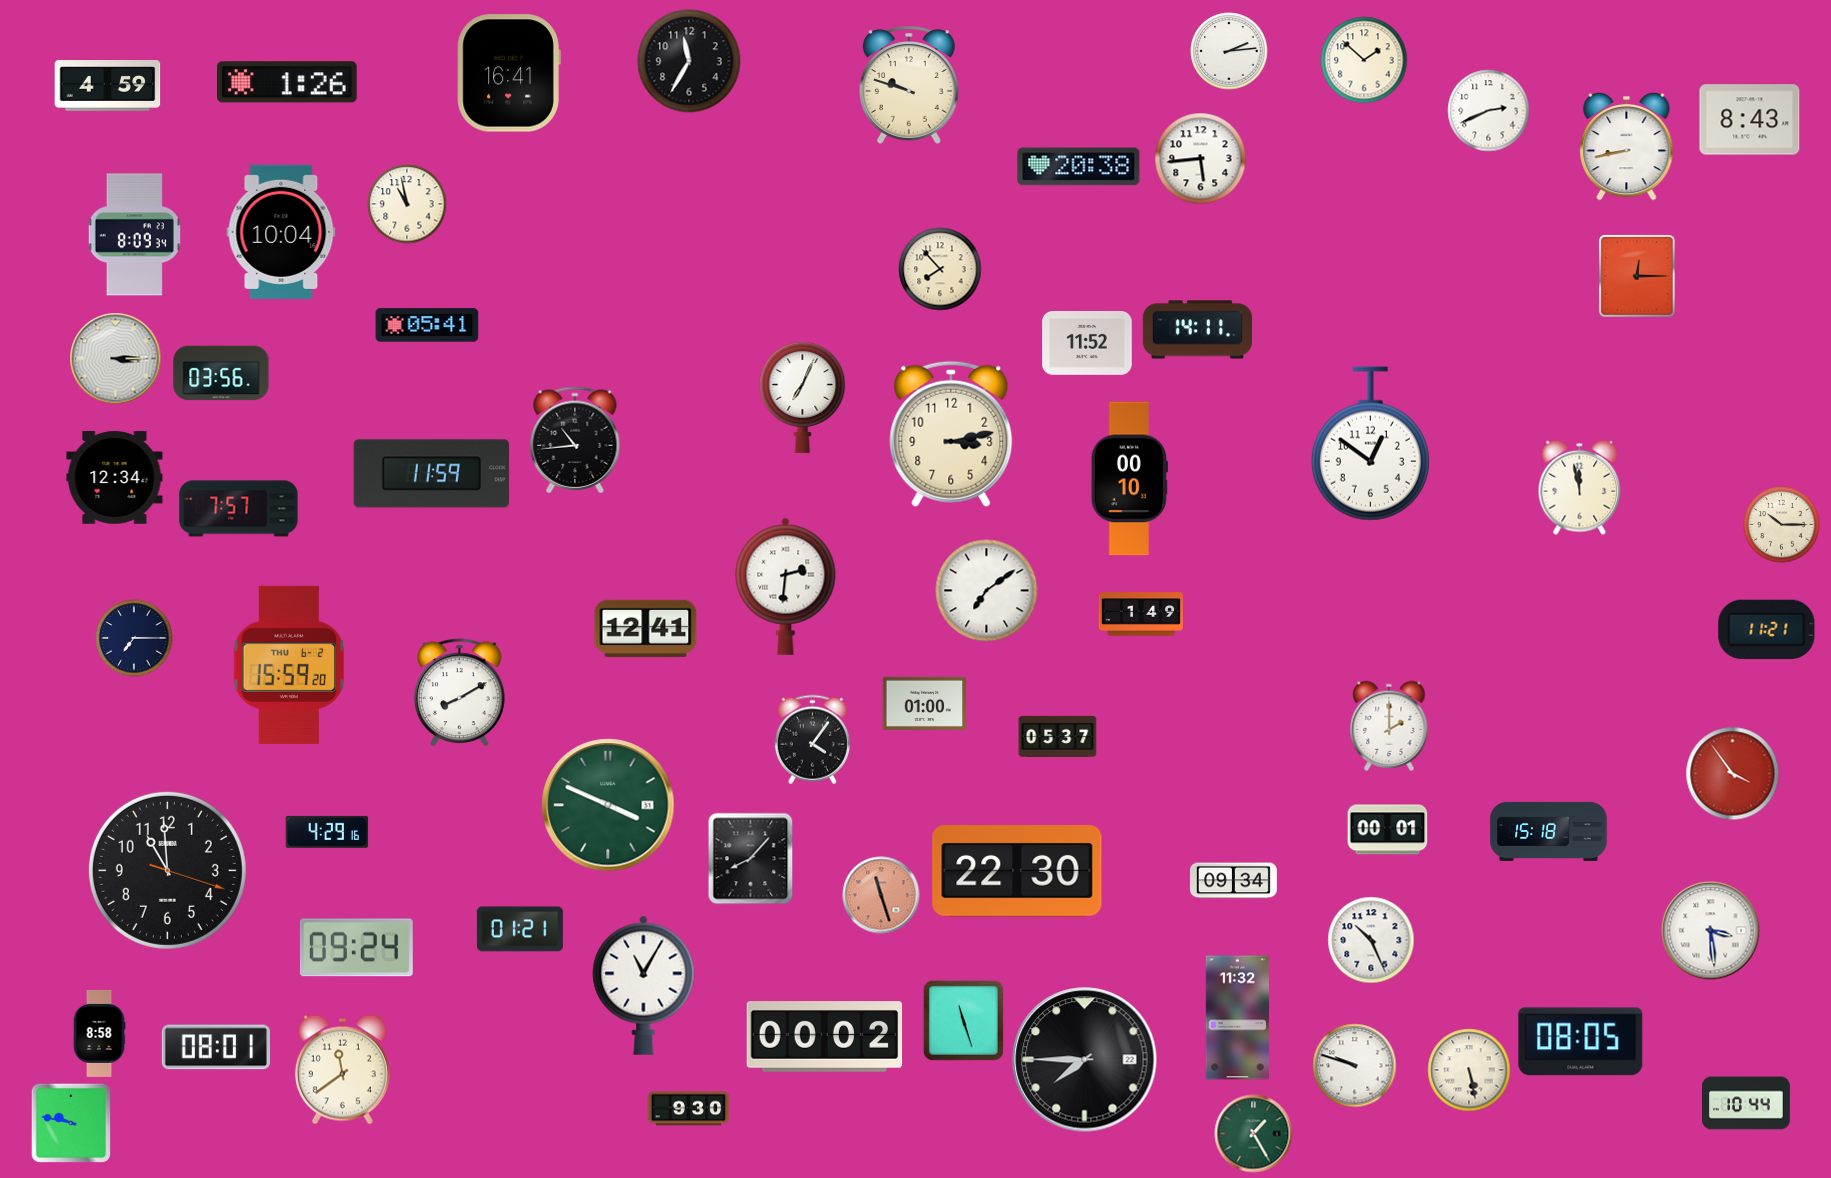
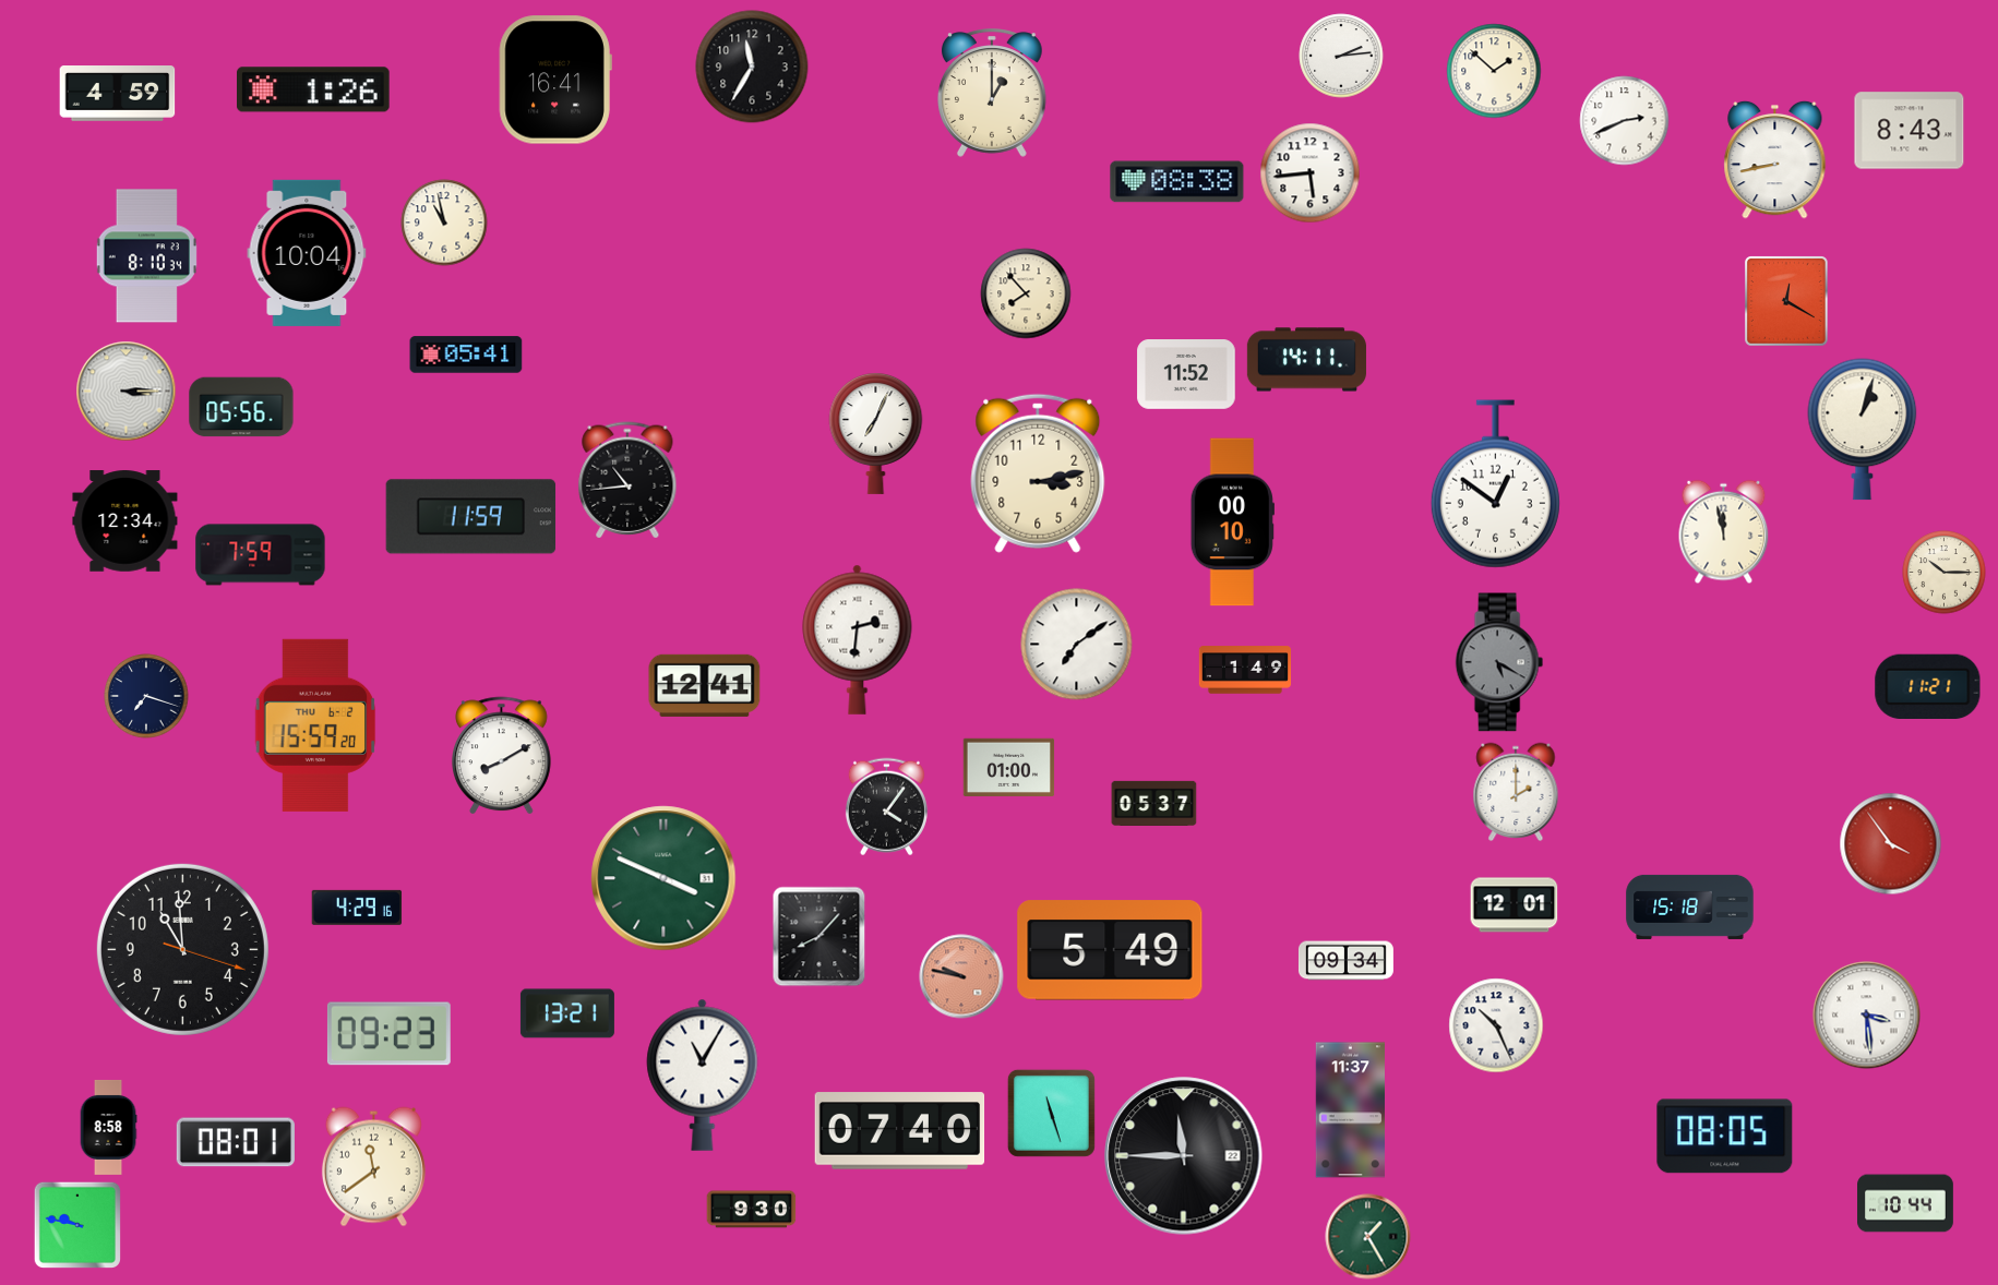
clock at (1364, 60) position: (1364, 60) -> (1494, 71)
clock at (910, 85): 9:48 -> 1:00
clock at (1079, 167): 20:38 -> 08:38
clock at (134, 235): 8:09 -> 8:10
clock at (1637, 277): 12:15 -> 12:20
clock at (221, 373): 03:56 -> 05:56
clock at (1863, 430): none -> 1:03
clock at (239, 509): 7:57 -> 7:59
clock at (1499, 662): none -> 5:20
clock at (134, 638): 7:15 -> 7:18
clock at (1388, 830): 00:01 -> 12:01
clock at (1017, 871): 22:30 -> 5:49
clock at (881, 895): 11:27 -> 9:47
clock at (520, 929): 01:21 -> 13:21
clock at (356, 948): 09:24 -> 09:23
clock at (1237, 1018): 11:32 -> 11:37
clock at (825, 1037): 00:02 -> 07:40
clock at (1085, 1060): 7:45 -> 11:45
clock at (1355, 1066): 9:48 -> none
clock at (1469, 1070): 5:28 -> none
